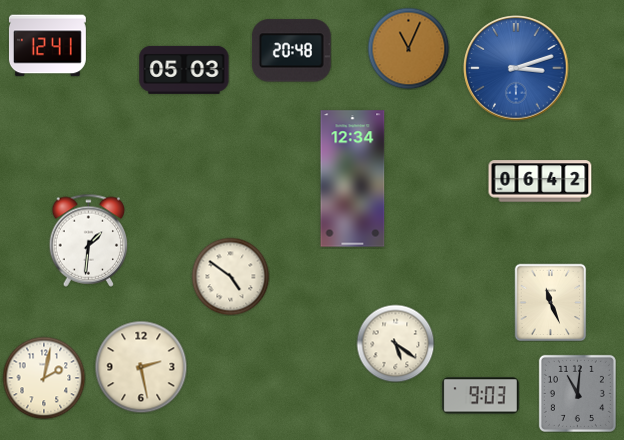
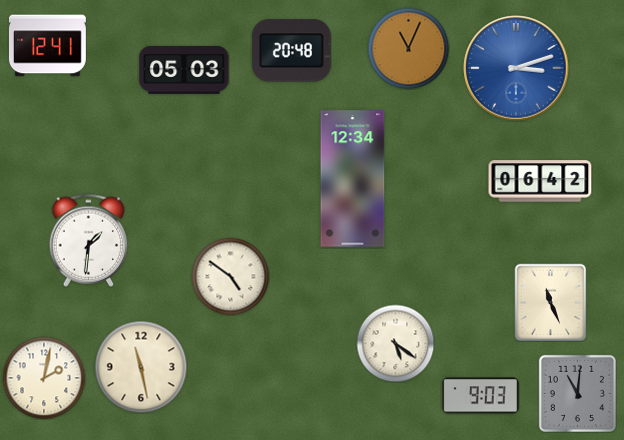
clock at (141, 367): 2:28 -> 11:28
